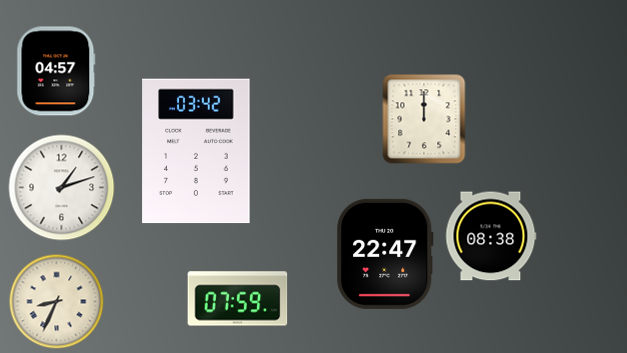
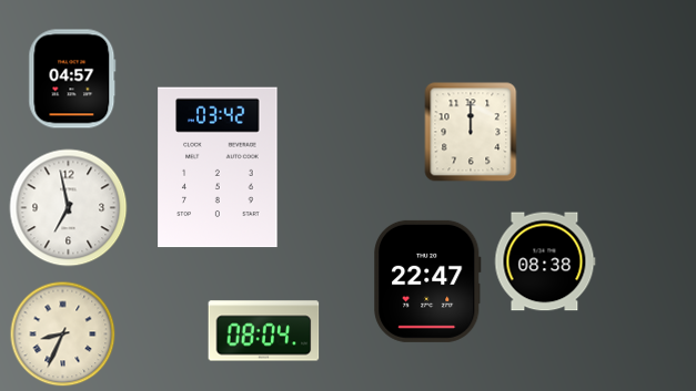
clock at (56, 71) position: (56, 71) -> (72, 79)
clock at (62, 188): 1:12 -> 6:58
clock at (238, 299): 07:59 -> 08:04
